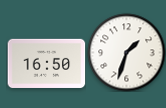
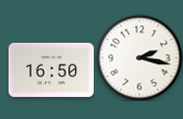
clock at (126, 52): 1:33 -> 2:17
